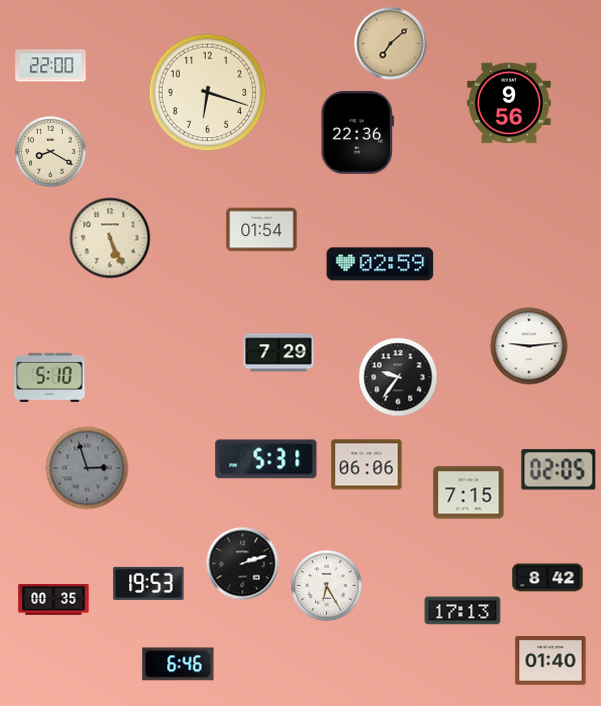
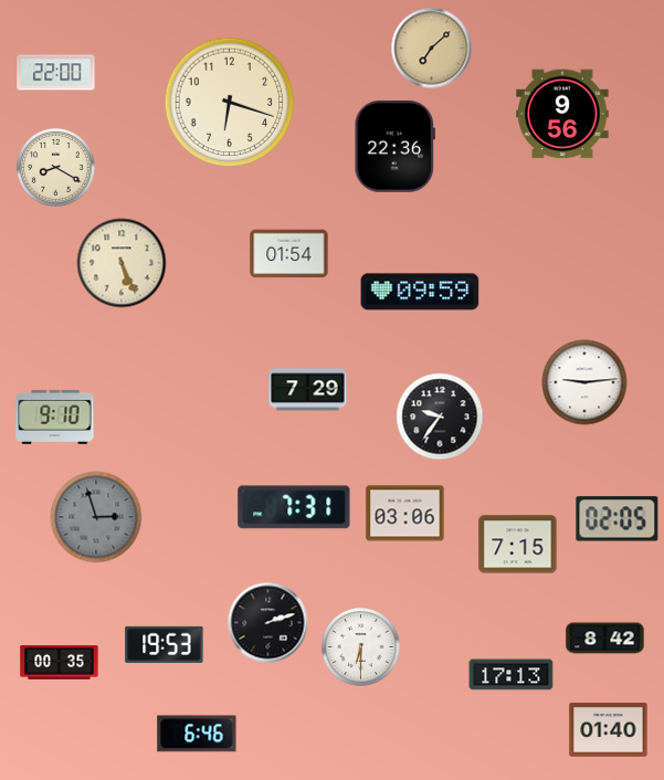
clock at (380, 264): 02:59 -> 09:59
clock at (50, 377): 5:10 -> 9:10
clock at (266, 459): 5:31 -> 7:31
clock at (367, 465): 06:06 -> 03:06
clock at (327, 586): 6:25 -> 6:30
